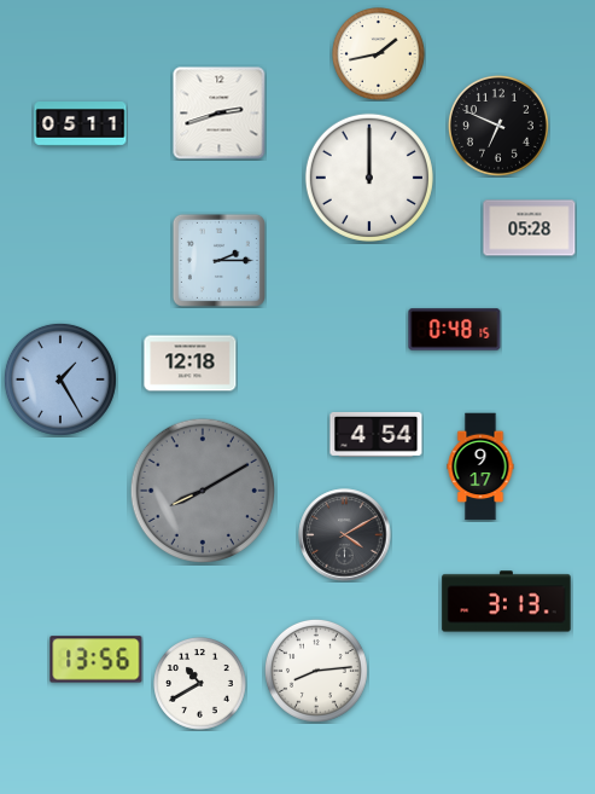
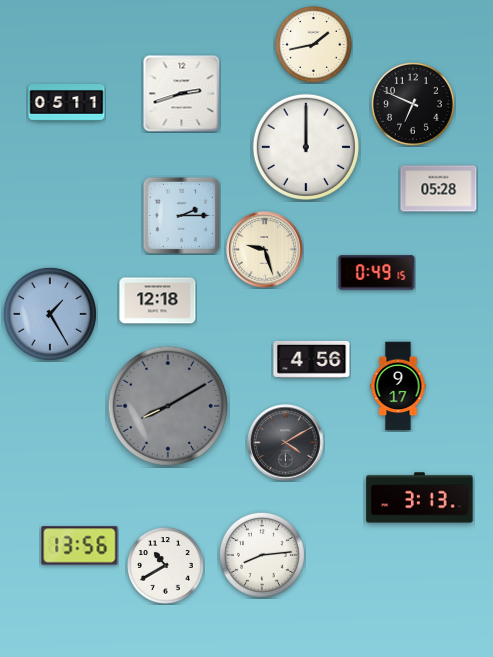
clock at (265, 250): none -> 9:27
clock at (455, 330): 0:48 -> 0:49
clock at (377, 434): 4:54 -> 4:56
